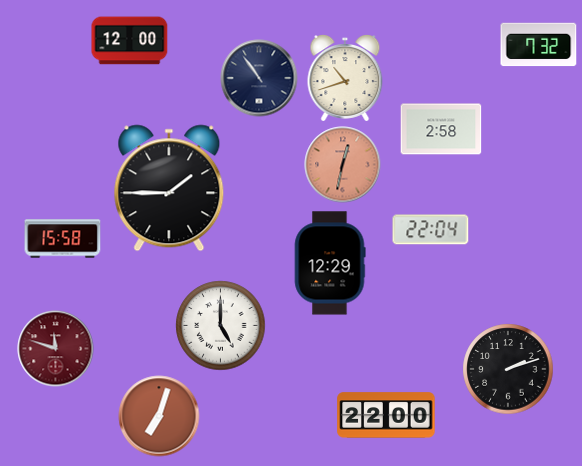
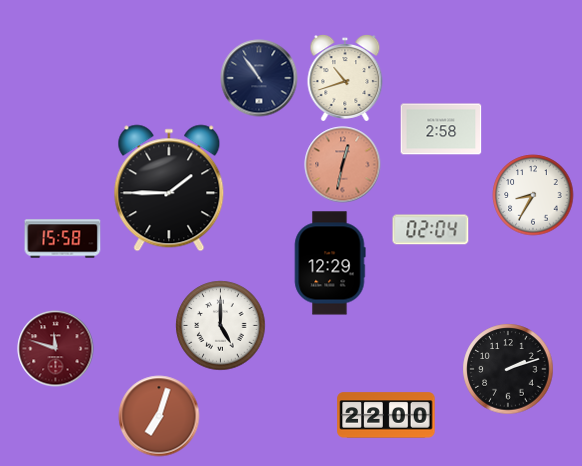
clock at (130, 41): 12:00 -> none
clock at (539, 45): 7:32 -> none
clock at (533, 195): none -> 8:35
clock at (431, 230): 22:04 -> 02:04
